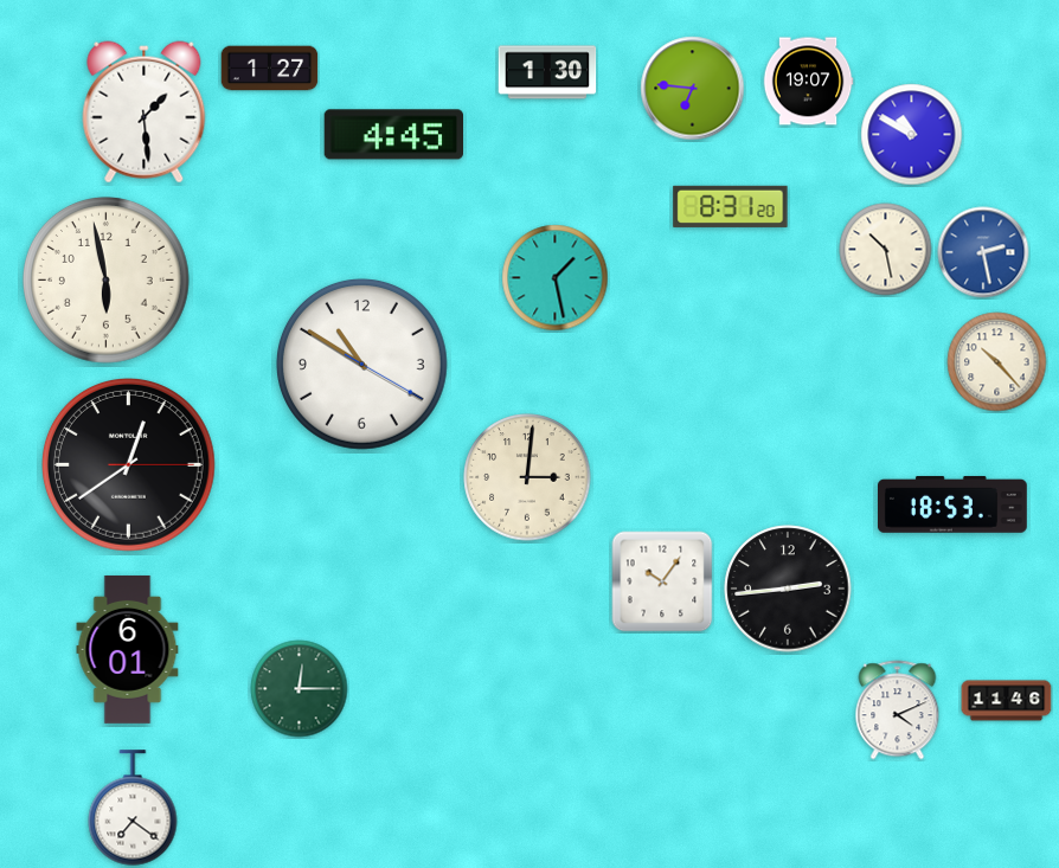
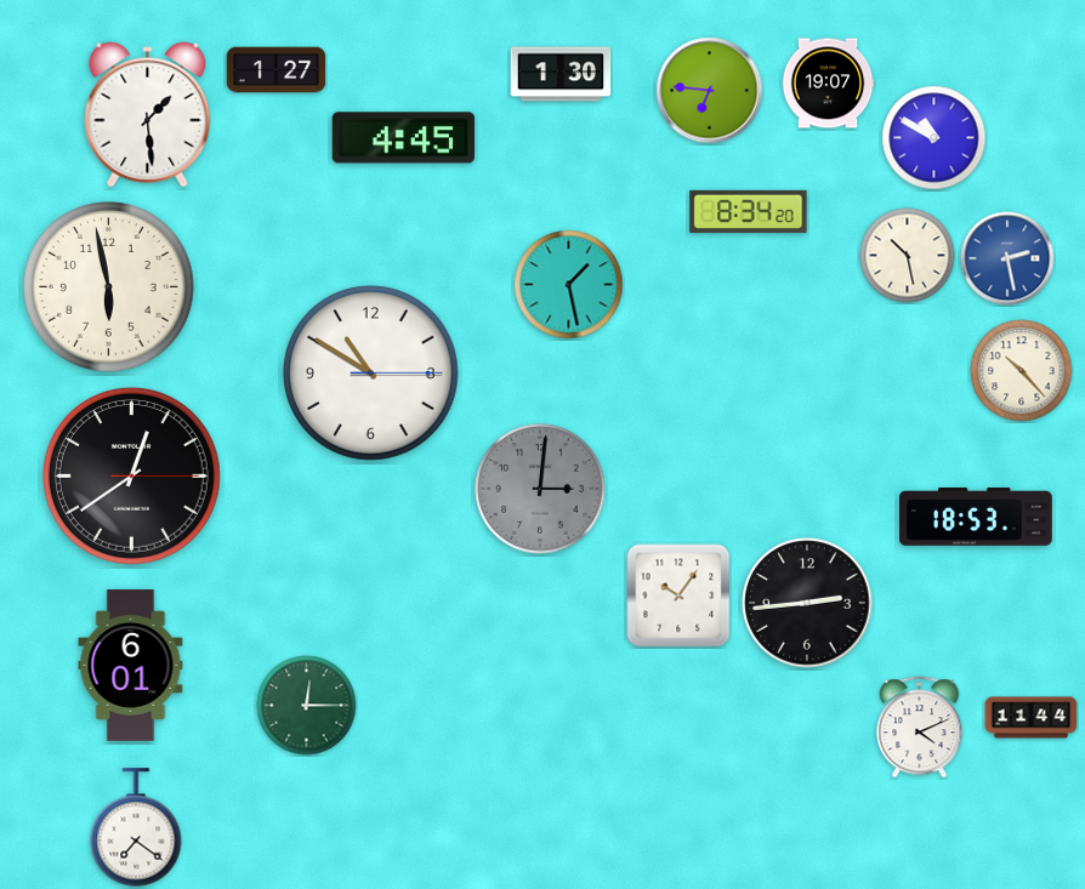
clock at (731, 206): 8:31 -> 8:34
clock at (362, 365): 10:50:20 -> 10:50:15
clock at (527, 477) dial: cream -> grey
clock at (1007, 701): 11:46 -> 11:44
